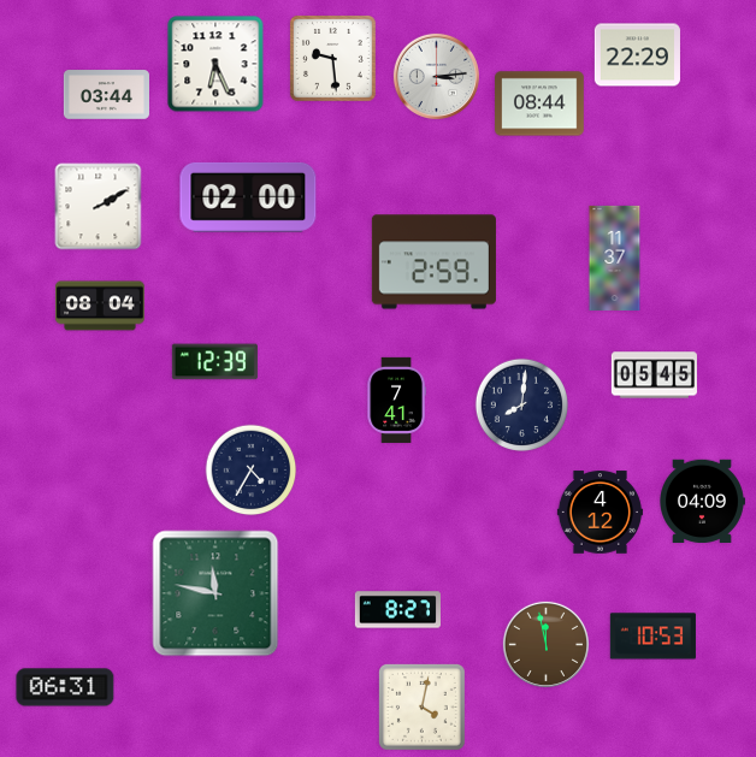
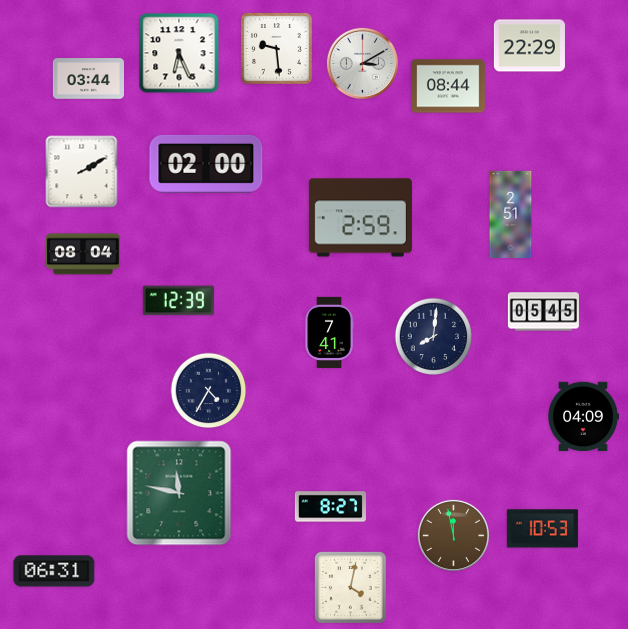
clock at (436, 76): 3:14 -> 3:10
clock at (615, 258): 11:37 -> 2:51
clock at (600, 513): 4:12 -> none
